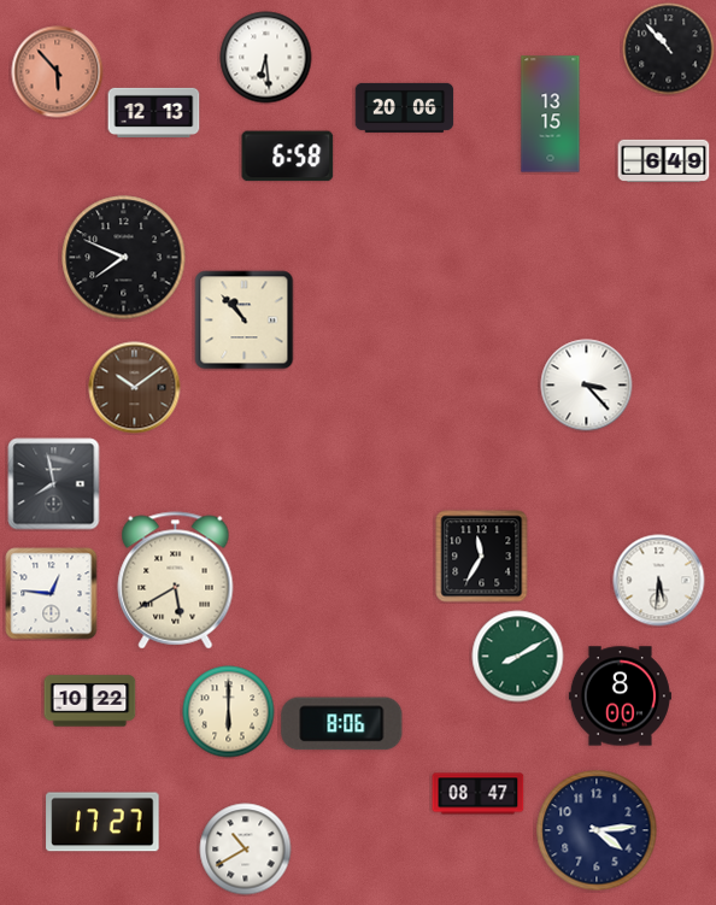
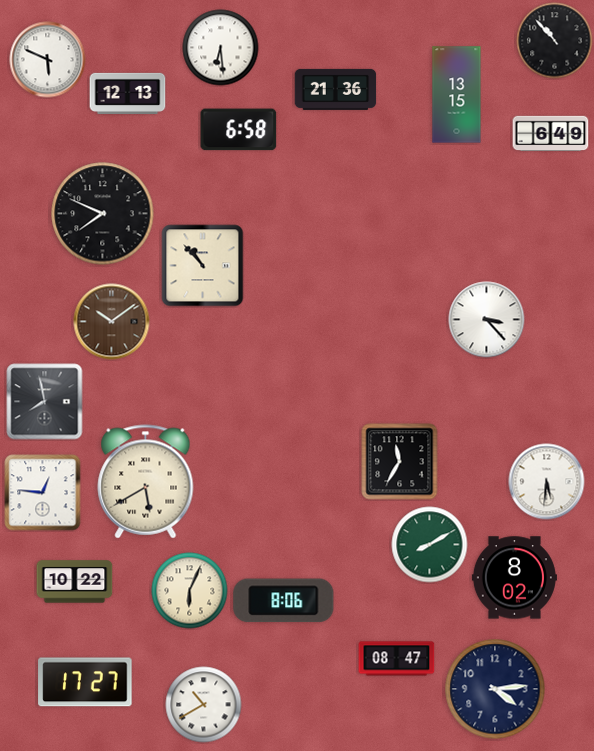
clock at (58, 72): 5:53 -> 5:49
clock at (58, 72) dial: salmon -> white
clock at (405, 107): 20:06 -> 21:36
clock at (620, 697): 8:00 -> 8:02
clock at (229, 712): 6:00 -> 6:04
